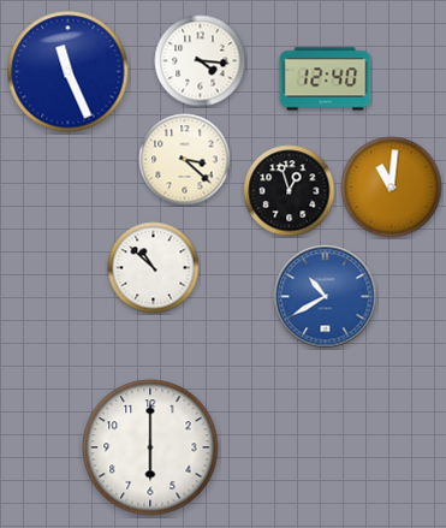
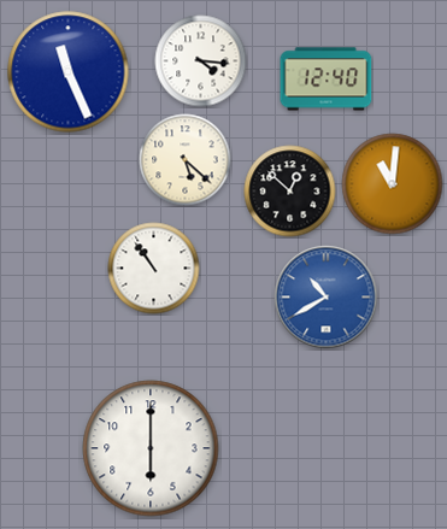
clock at (185, 160): 3:22 -> 5:22
clock at (392, 188) position: (392, 188) -> (393, 184)
clock at (290, 191): 12:57 -> 12:52
clock at (154, 268): 10:52 -> 10:54
